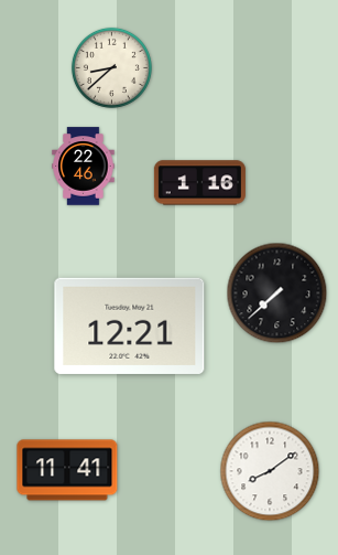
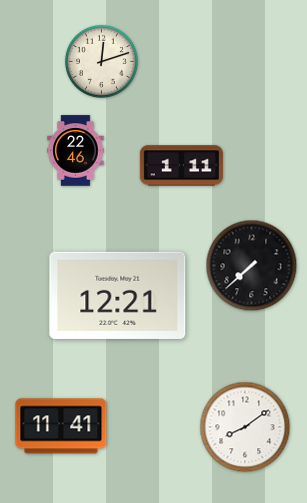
clock at (111, 67): 8:38 -> 12:12
clock at (199, 183): 1:16 -> 1:11
